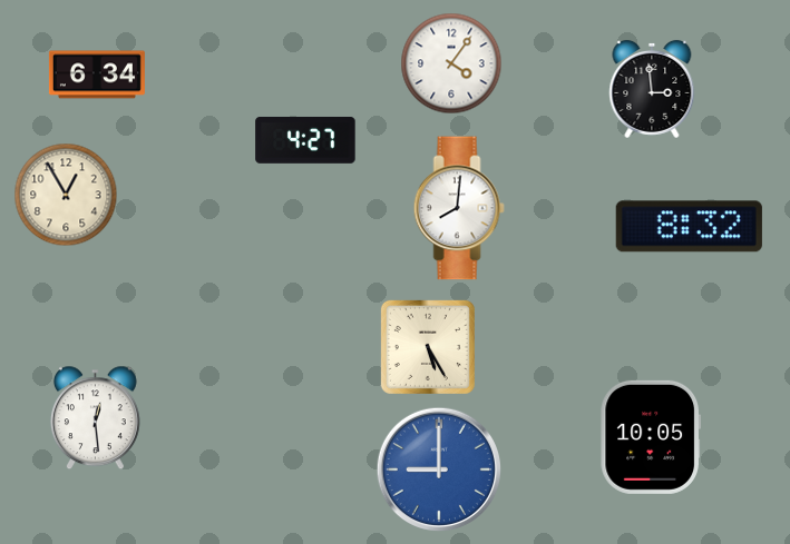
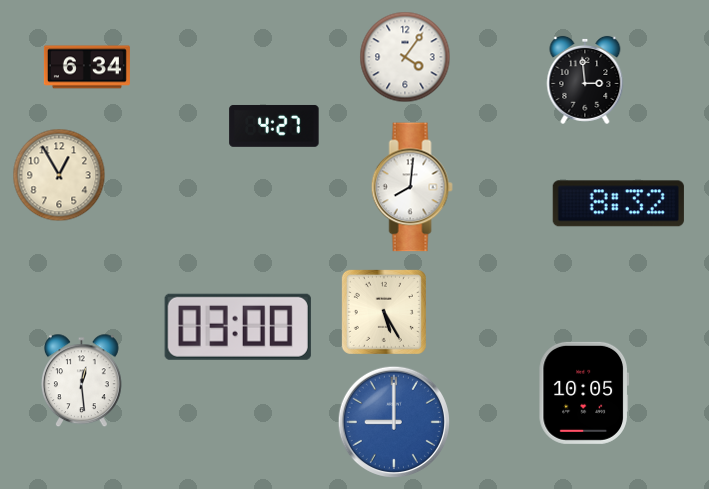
clock at (238, 327): none -> 03:00
clock at (95, 418) position: (95, 418) -> (81, 381)
